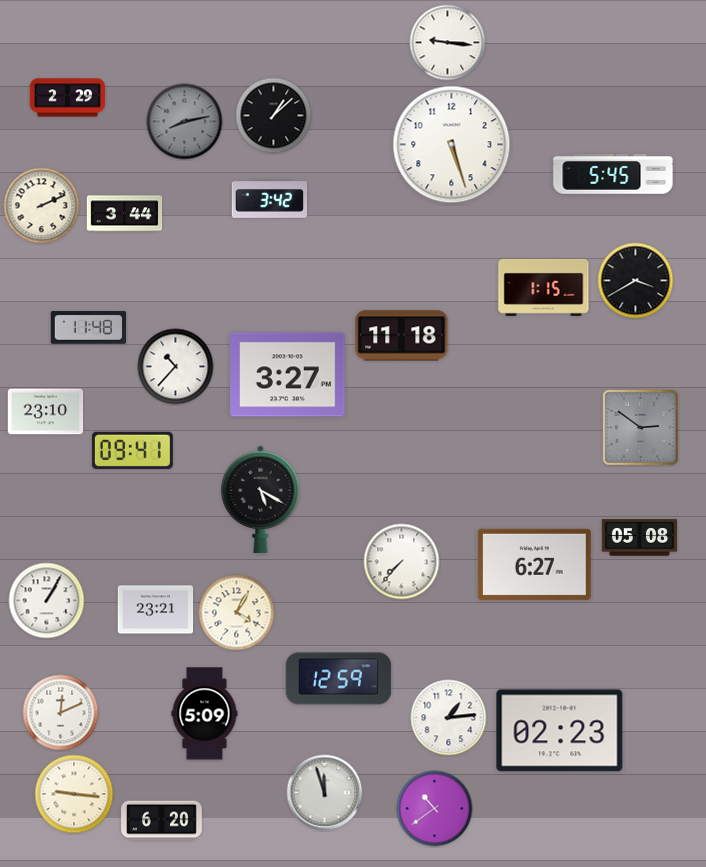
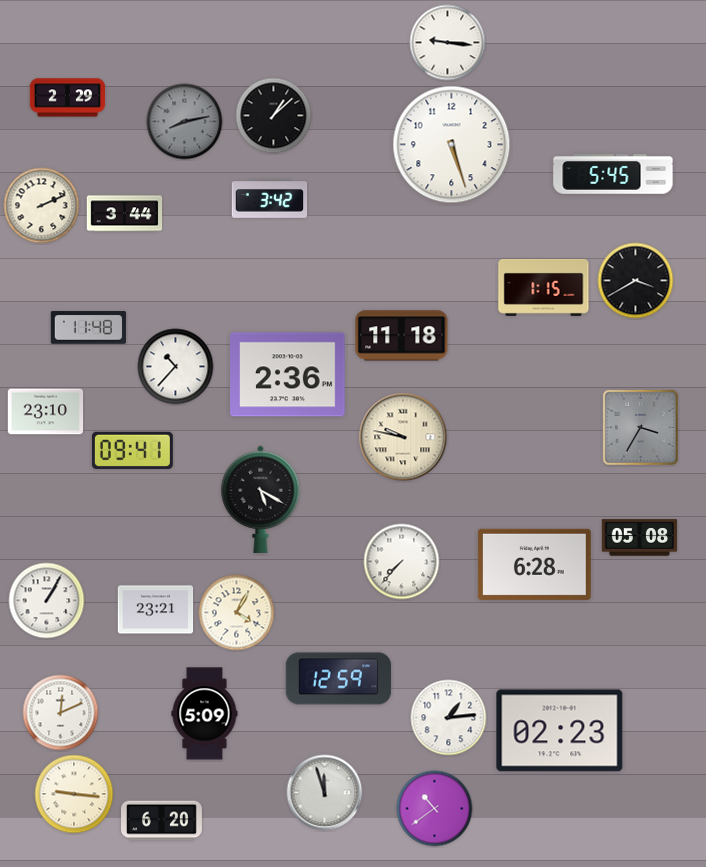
clock at (288, 375): 3:27 -> 2:36
clock at (640, 427): 2:51 -> 3:35
clock at (403, 437): none -> 9:47
clock at (534, 564): 6:27 -> 6:28
